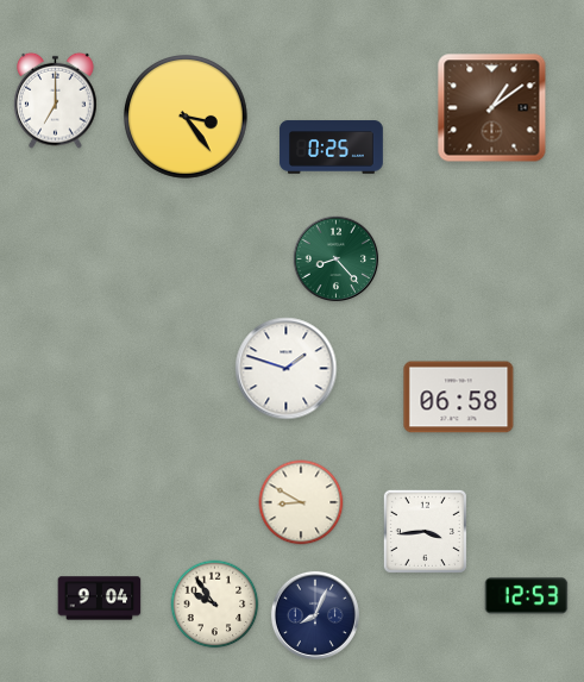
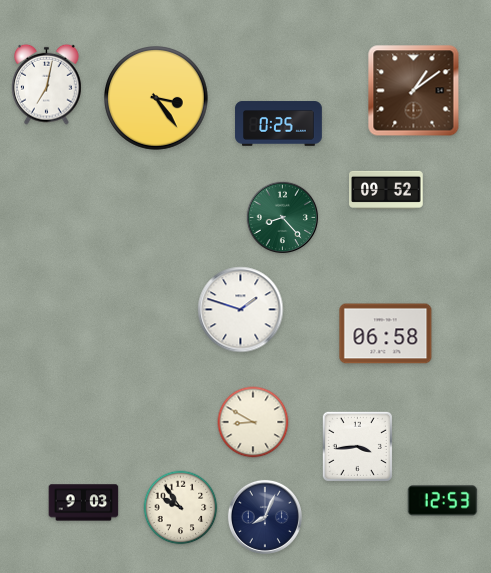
clock at (56, 100): 7:00 -> 7:02
clock at (387, 190): none -> 09:52
clock at (100, 599): 9:04 -> 9:03
